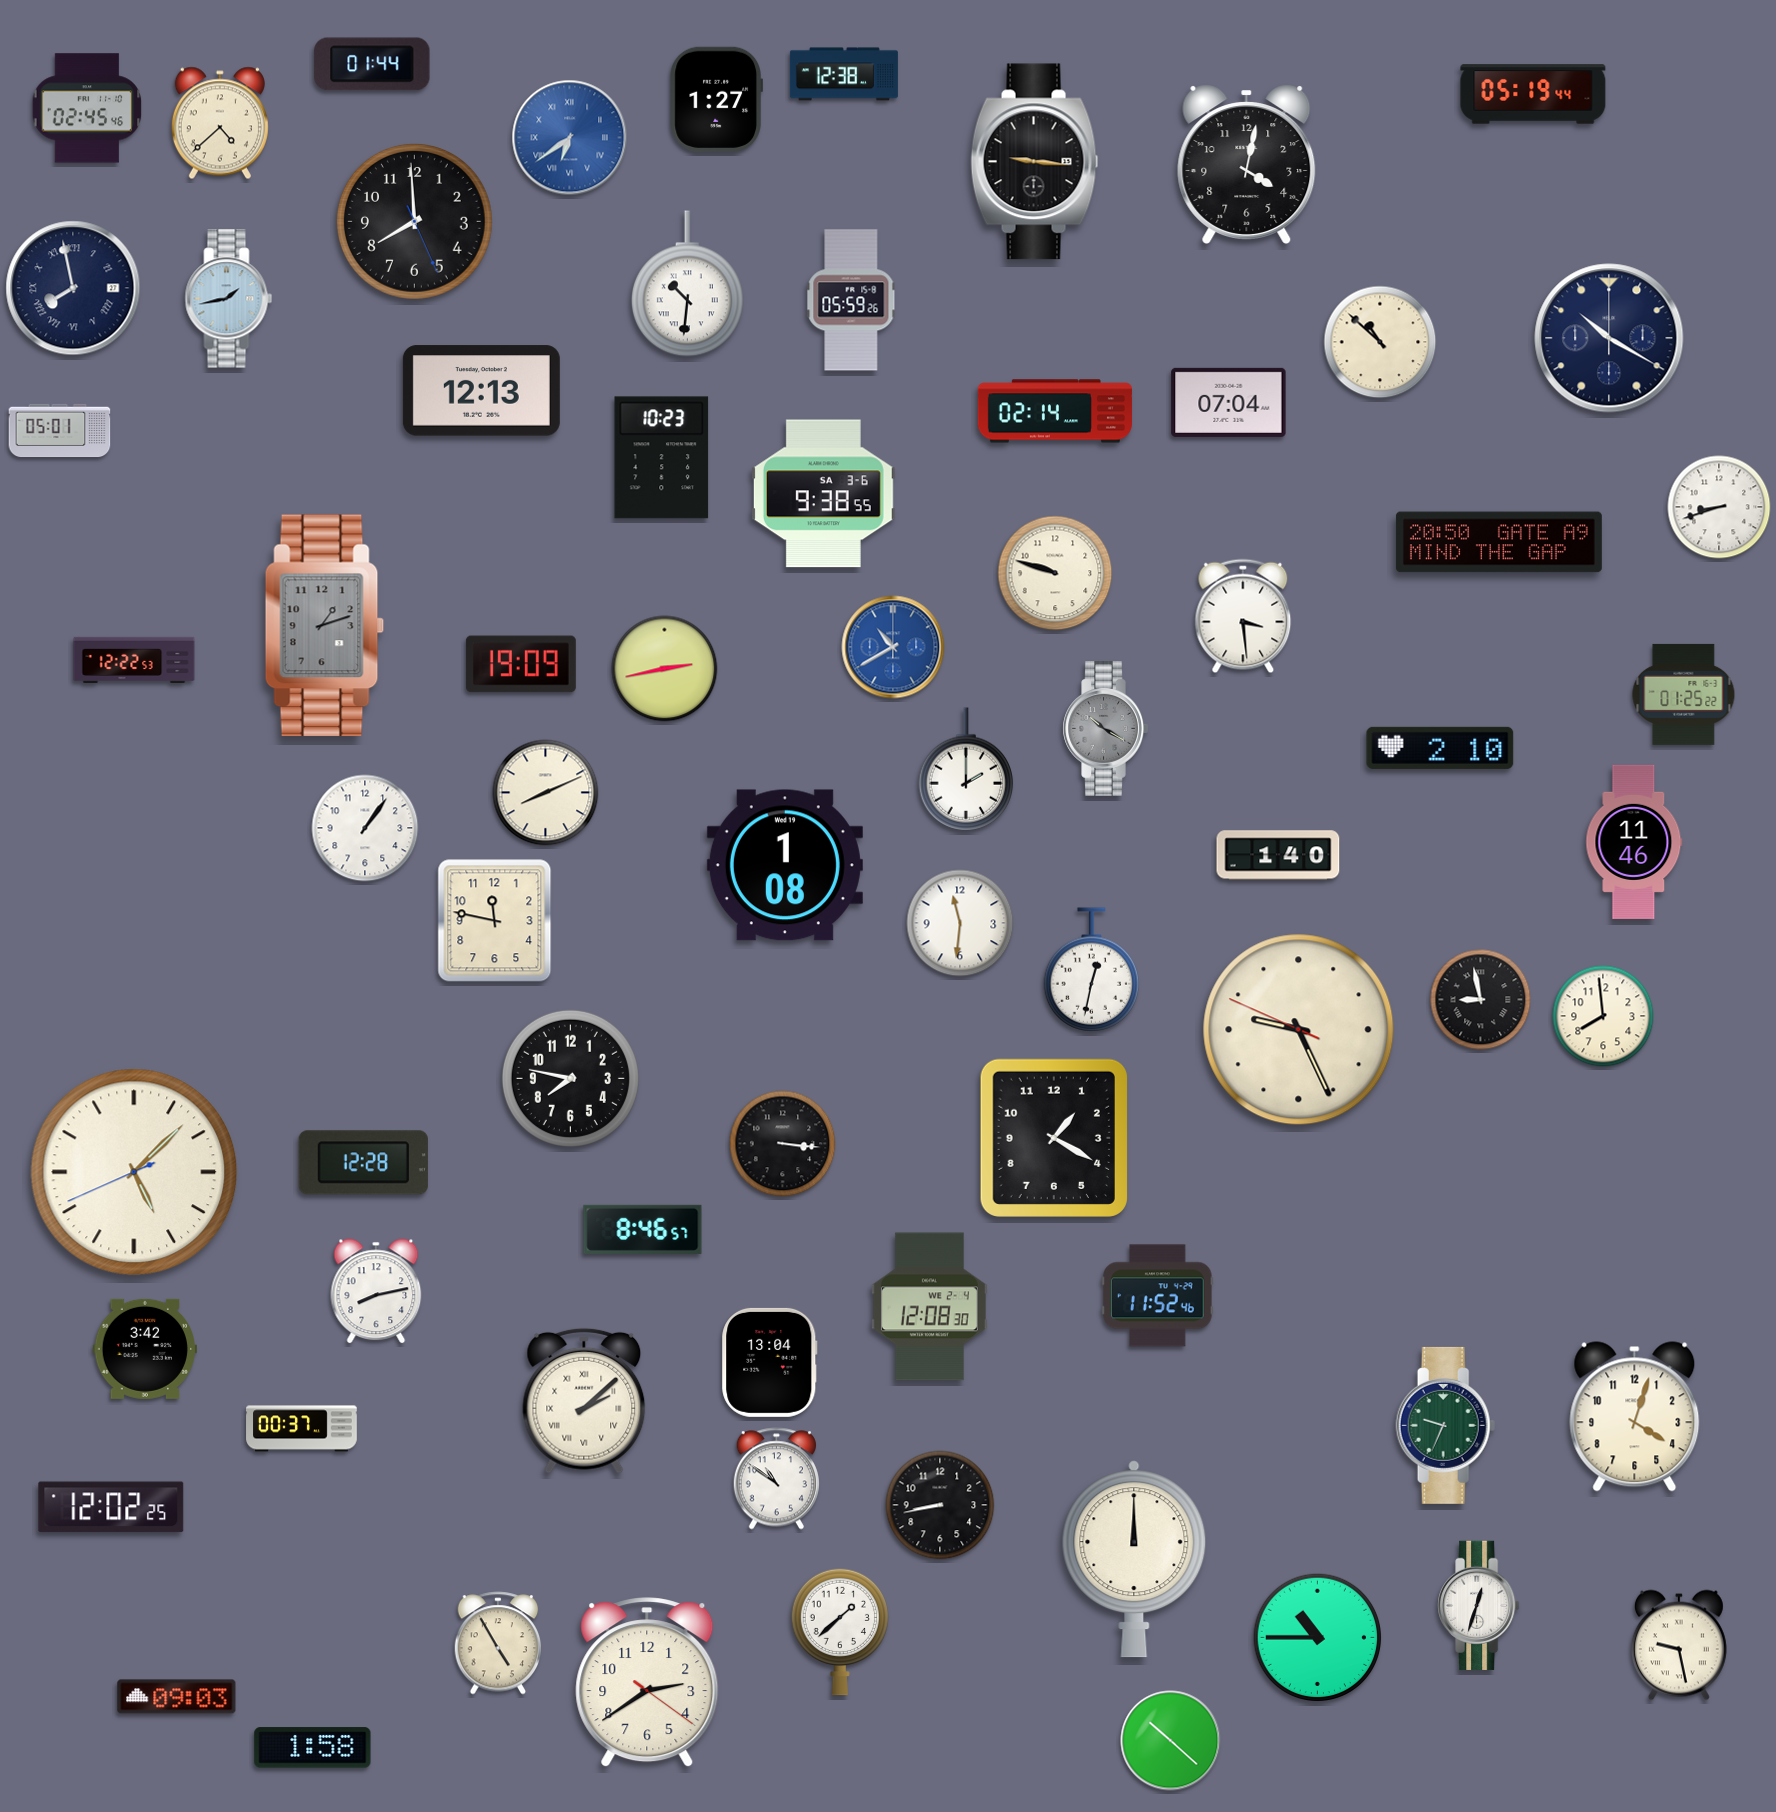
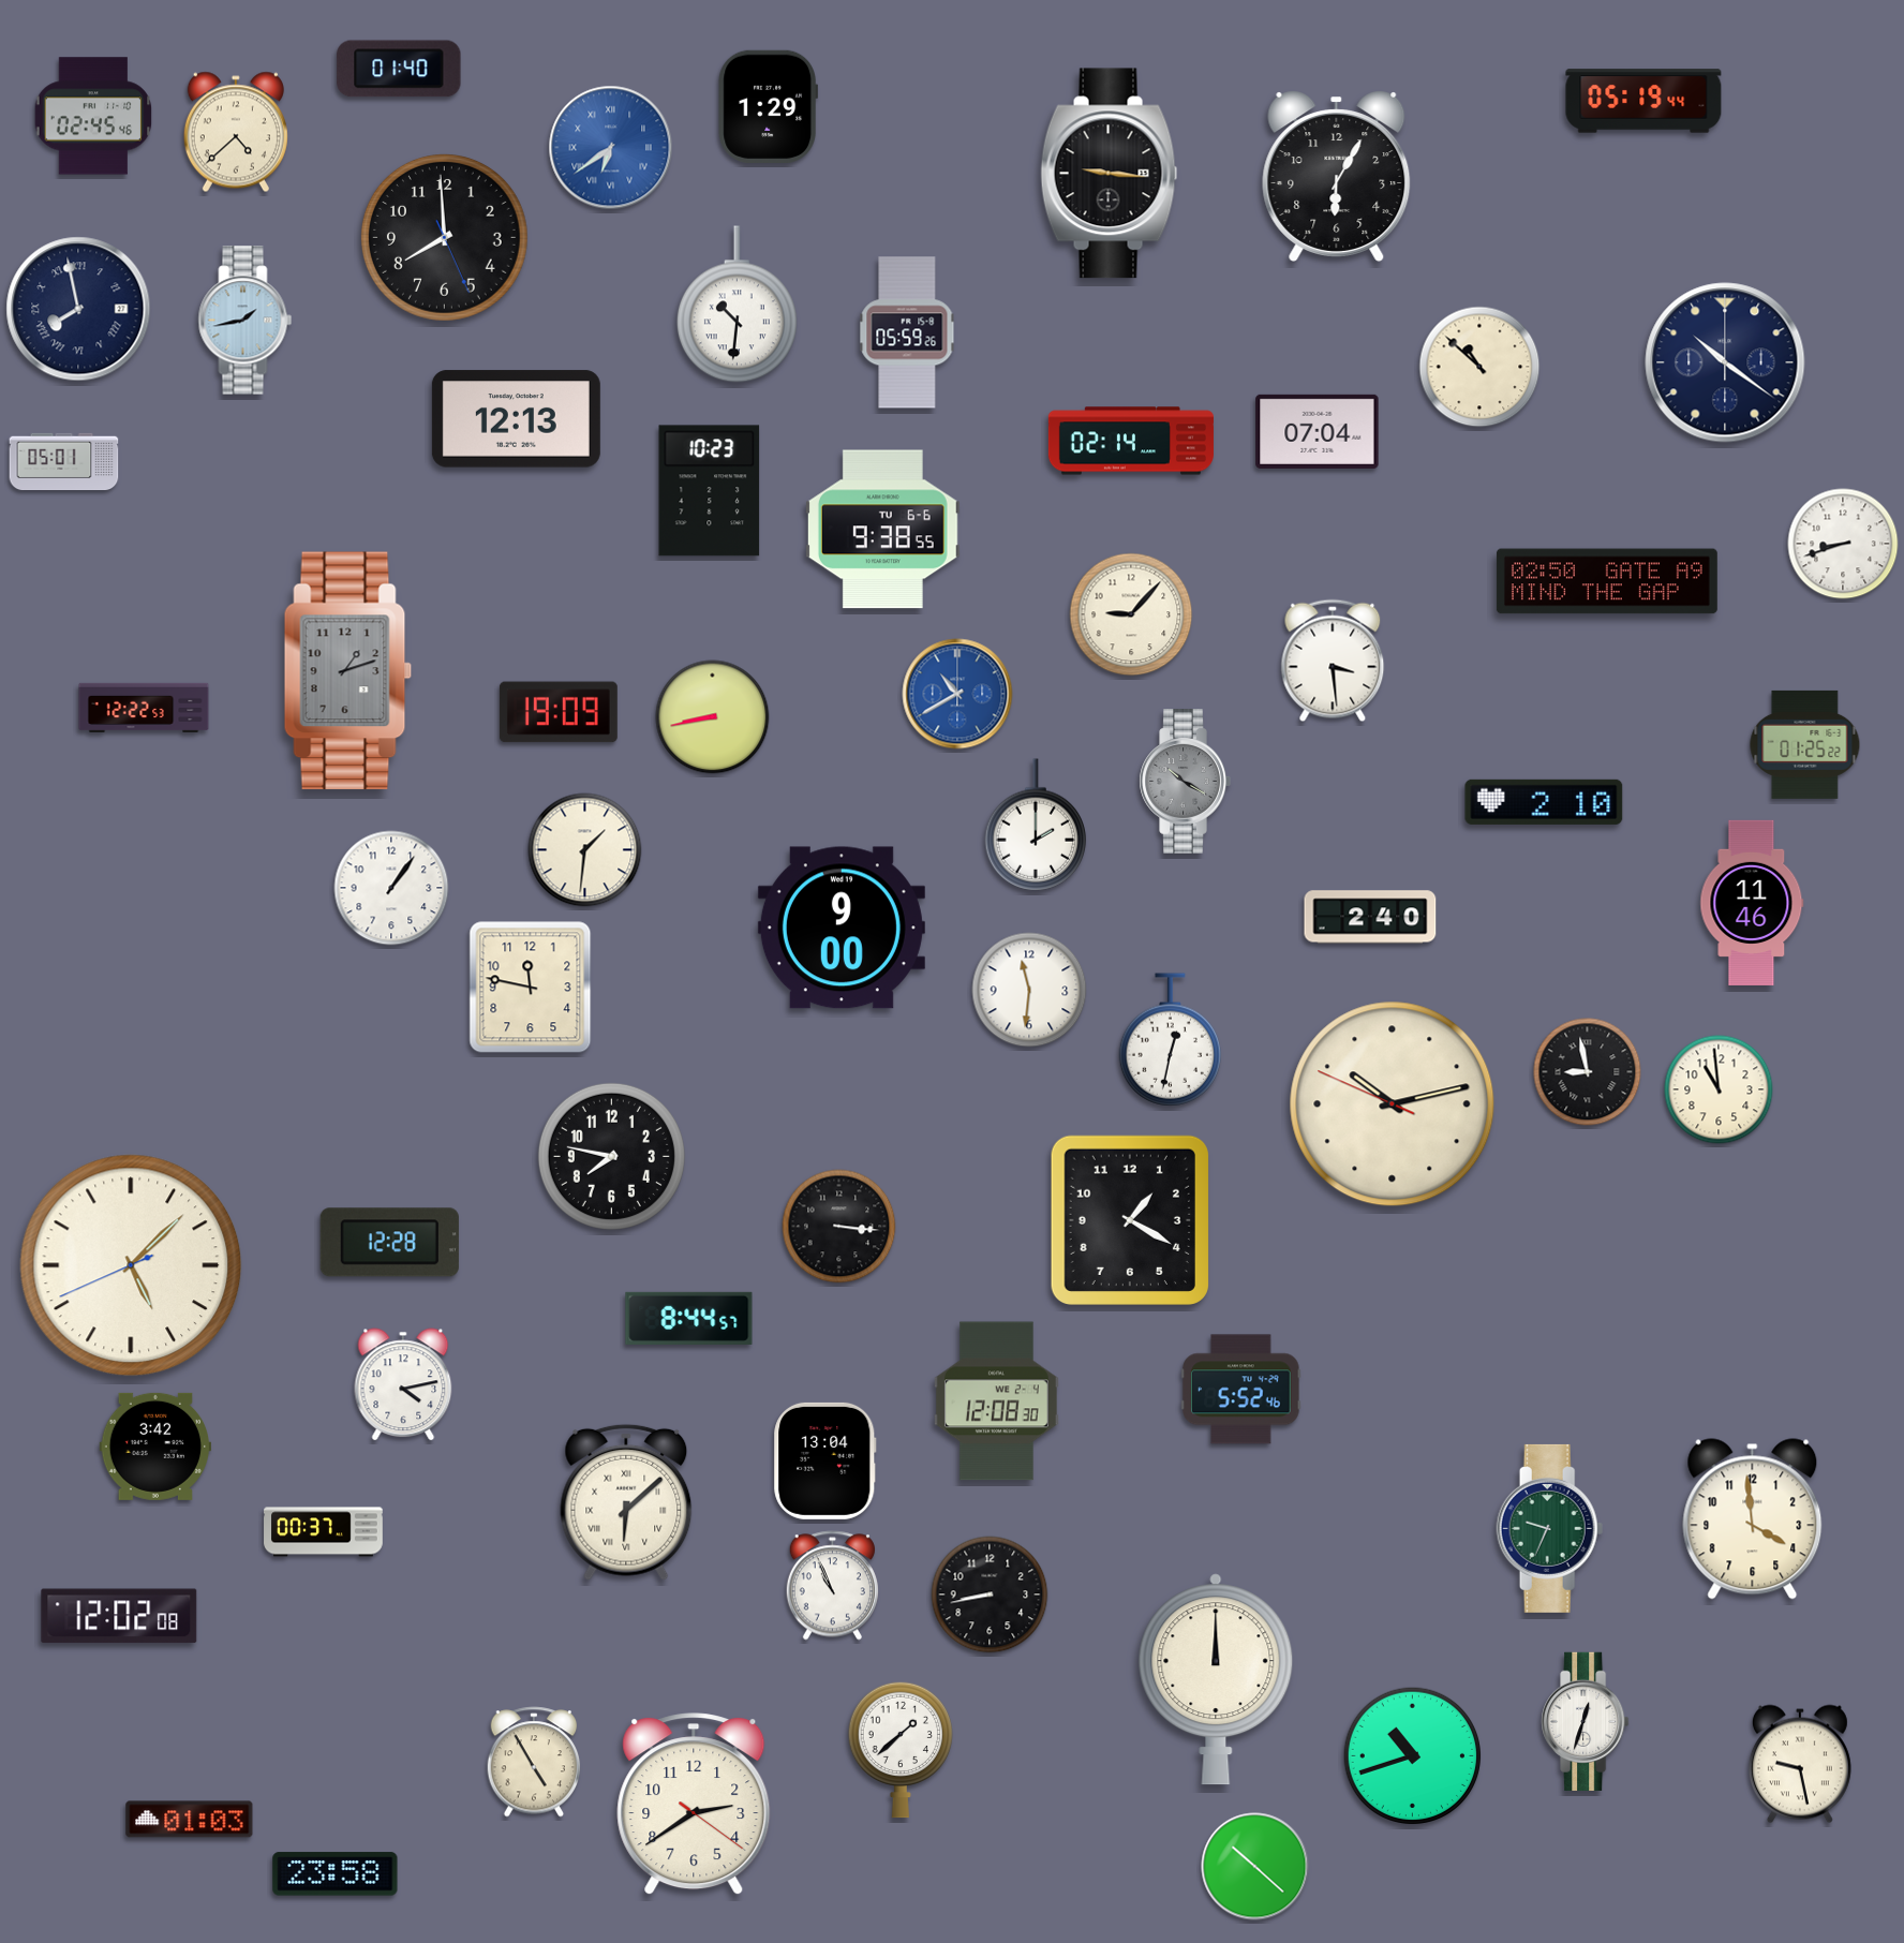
clock at (372, 64): 01:44 -> 01:40
clock at (844, 74): 12:38 -> none
clock at (716, 99): 1:27 -> 1:29
clock at (1247, 164): 4:02 -> 6:05
clock at (851, 300) position: (851, 300) -> (907, 332)
clock at (1609, 338): 10:20 -> 10:21
clock at (823, 494) date: SA 3-6 -> TU 6-6
clock at (1499, 542): 20:50 -> 02:50
clock at (1055, 573): 9:48 -> 9:07
clock at (665, 669): 2:43 -> 8:43
clock at (546, 793): 8:11 -> 1:31
clock at (1278, 855): 1:40 -> 2:40
clock at (785, 865): 1:08 -> 9:00
clock at (1603, 1016): 7:59 -> 10:59
clock at (1299, 1030): 9:25 -> 10:12
clock at (363, 1163) position: (363, 1163) -> (389, 1243)
clock at (134, 1172) position: (134, 1172) -> (131, 1265)
clock at (643, 1229): 8:46 -> 8:44
clock at (376, 1291): 8:13 -> 4:13
clock at (1158, 1296): 11:52 -> 5:52
clock at (584, 1401): 2:08 -> 6:08
clock at (1635, 1417): 4:03 -> 3:59
clock at (776, 1479): 10:51 -> 10:56
clock at (940, 1505) position: (940, 1505) -> (990, 1595)
clock at (111, 1507): 12:02:25 -> 12:02:08
clock at (1134, 1559) position: (1134, 1559) -> (1216, 1679)
clock at (1317, 1637): 10:45 -> 10:42
clock at (177, 1697): 09:03 -> 01:03
clock at (313, 1748): 1:58 -> 23:58
